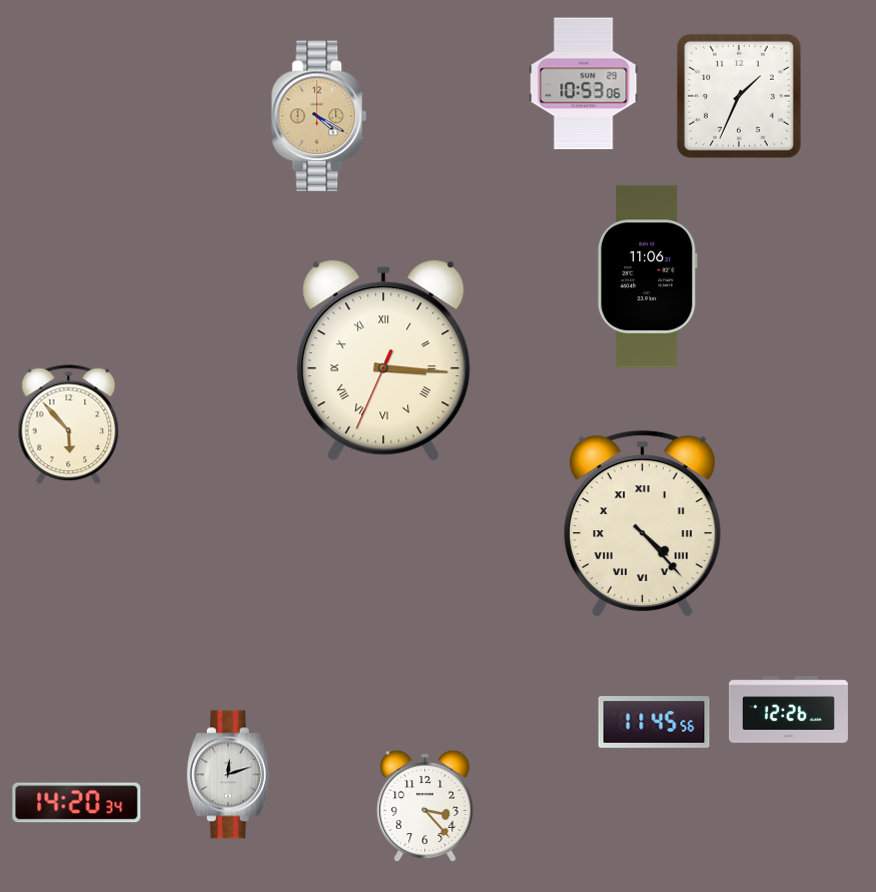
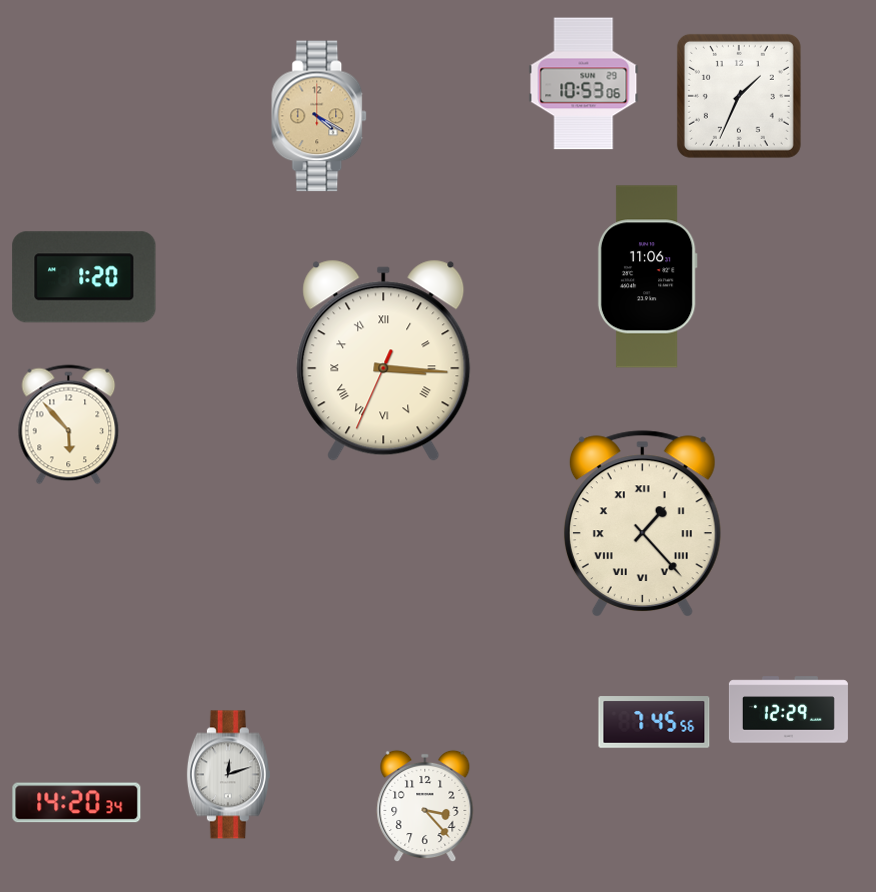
clock at (84, 277): none -> 1:20
clock at (642, 524): 4:23 -> 1:23
clock at (788, 710): 12:26 -> 12:29
clock at (654, 722): 11:45 -> 7:45
